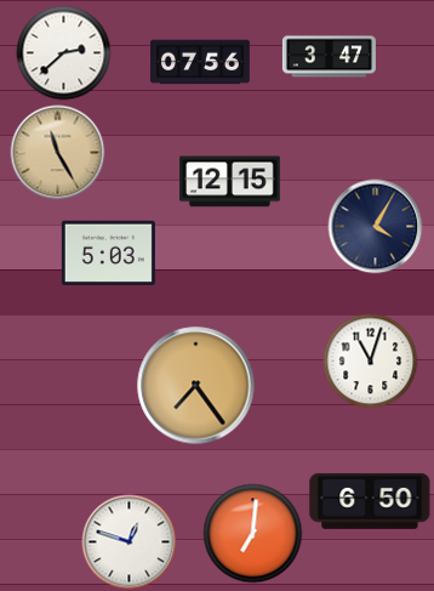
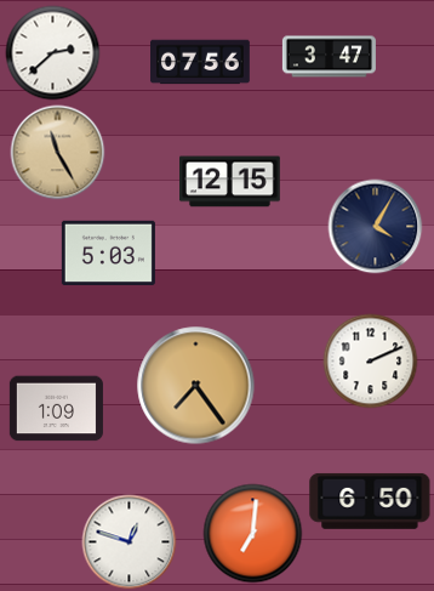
clock at (63, 52) position: (63, 52) -> (52, 52)
clock at (370, 360): 11:03 -> 2:11
clock at (56, 409): none -> 1:09
